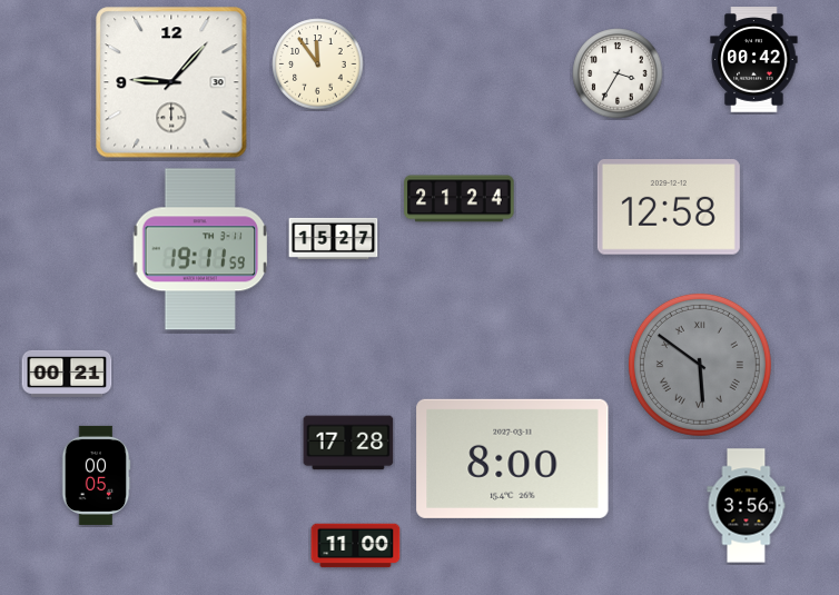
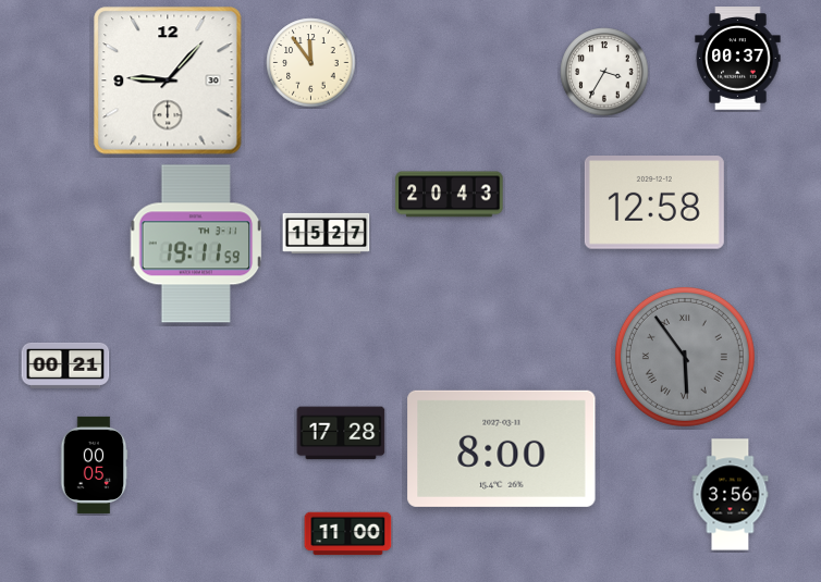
clock at (754, 60): 00:42 -> 00:37
clock at (460, 199): 21:24 -> 20:43
clock at (700, 365): 5:51 -> 5:54
